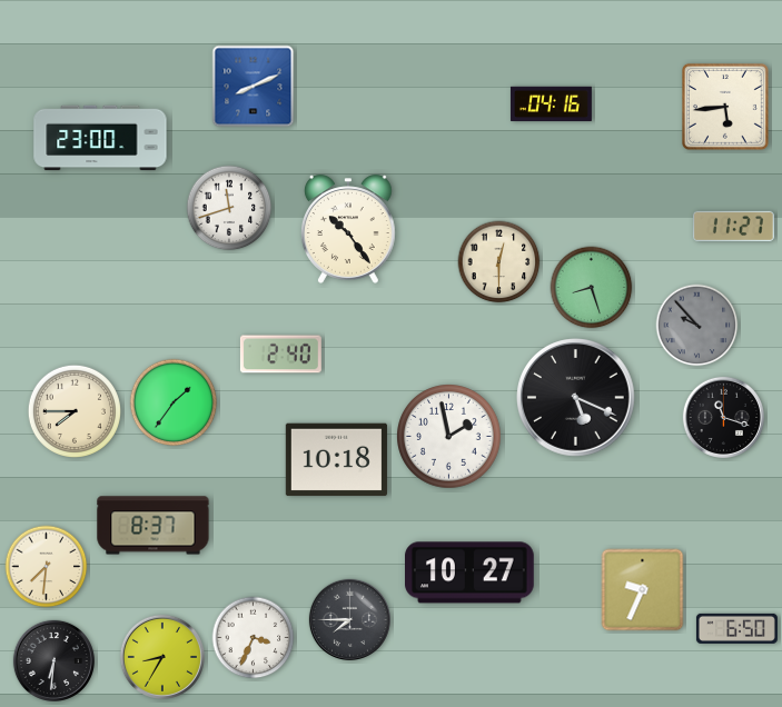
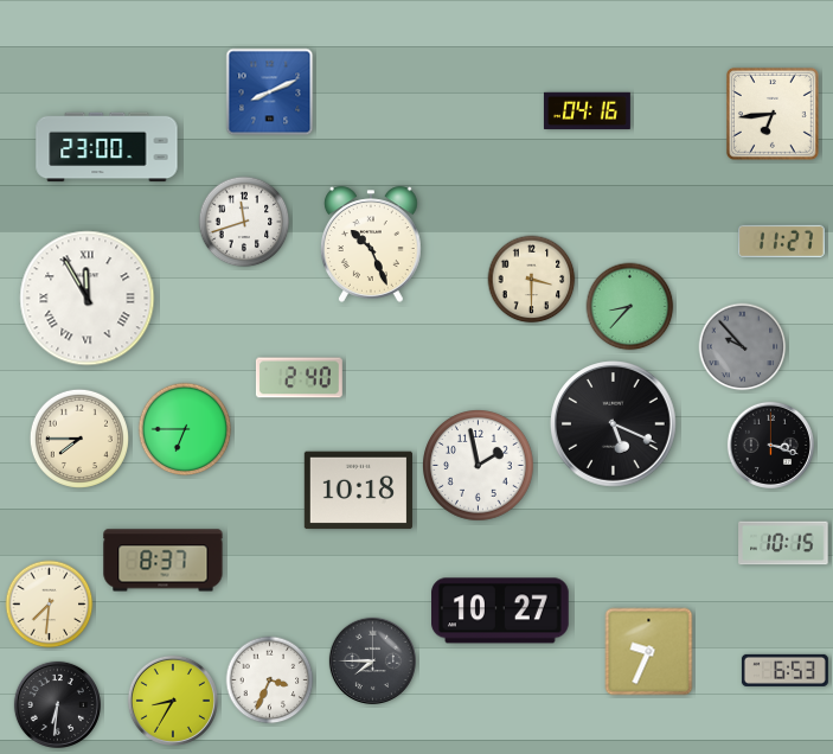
clock at (725, 107): 5:44 -> 6:44
clock at (348, 229): 10:24 -> 10:26
clock at (499, 262): 12:30 -> 3:30
clock at (88, 299): none -> 11:55
clock at (592, 288): 8:27 -> 8:37
clock at (174, 402): 1:36 -> 6:45
clock at (723, 417): 11:18 -> 3:18
clock at (783, 543): none -> 10:15
clock at (643, 590) position: (643, 590) -> (649, 652)
clock at (736, 628): 6:50 -> 6:53
